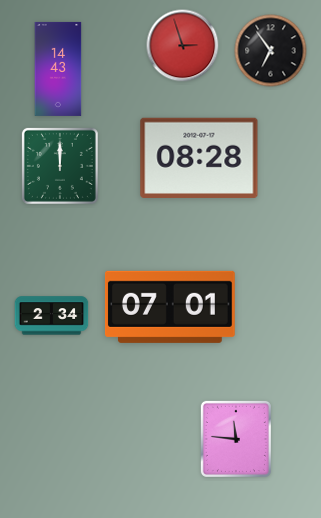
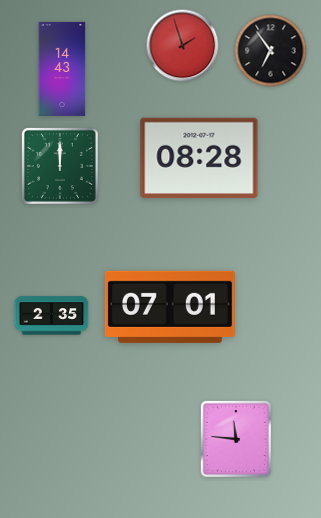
clock at (183, 46): 2:57 -> 1:57
clock at (58, 69) position: (58, 69) -> (62, 69)
clock at (52, 316): 2:34 -> 2:35
